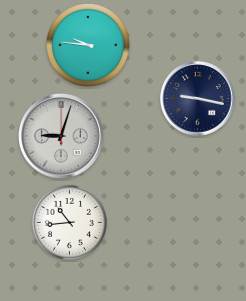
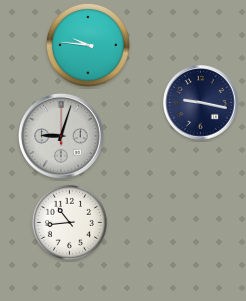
clock at (198, 99) position: (198, 99) -> (201, 103)
